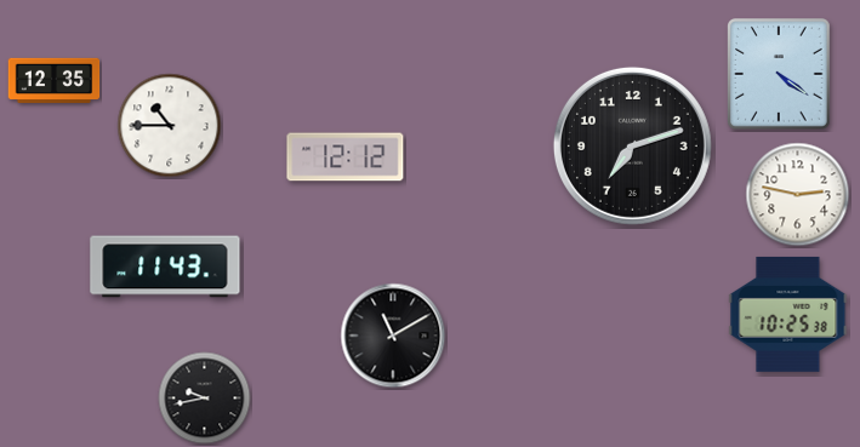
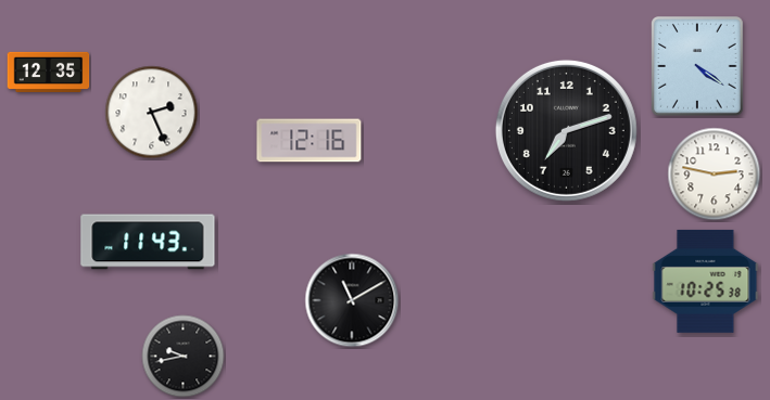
clock at (170, 126): 10:45 -> 2:26
clock at (346, 157): 12:12 -> 12:16
clock at (165, 267) position: (165, 267) -> (148, 242)
